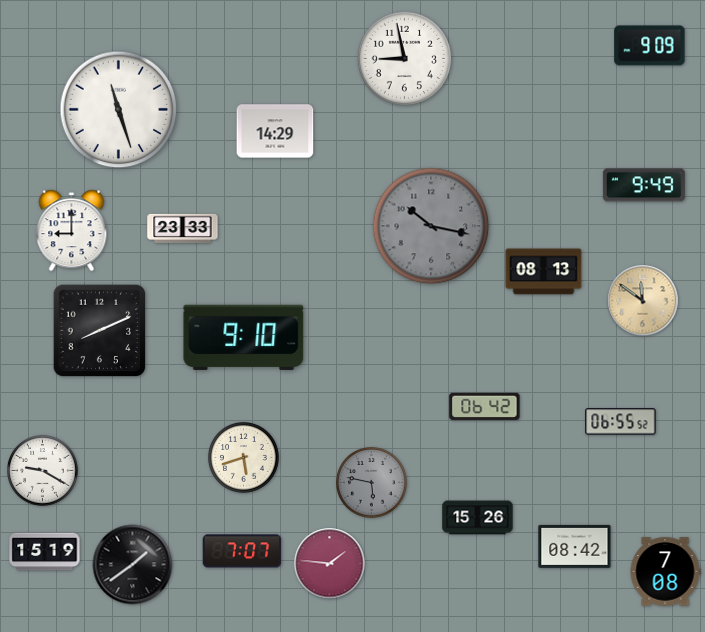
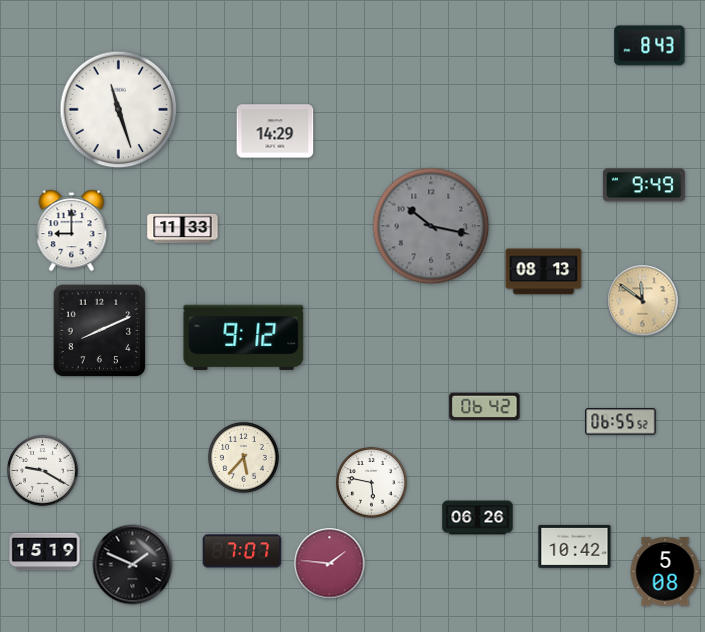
clock at (650, 46): 9:09 -> 8:43
clock at (404, 58): 8:58 -> none
clock at (183, 228): 23:33 -> 11:33
clock at (244, 337): 9:10 -> 9:12
clock at (244, 458): 5:42 -> 5:37
clock at (372, 483) dial: grey -> white
clock at (478, 518): 15:26 -> 06:26
clock at (575, 546): 08:42 -> 10:42
clock at (133, 565): 1:39 -> 1:49
clock at (665, 572): 7:08 -> 5:08
